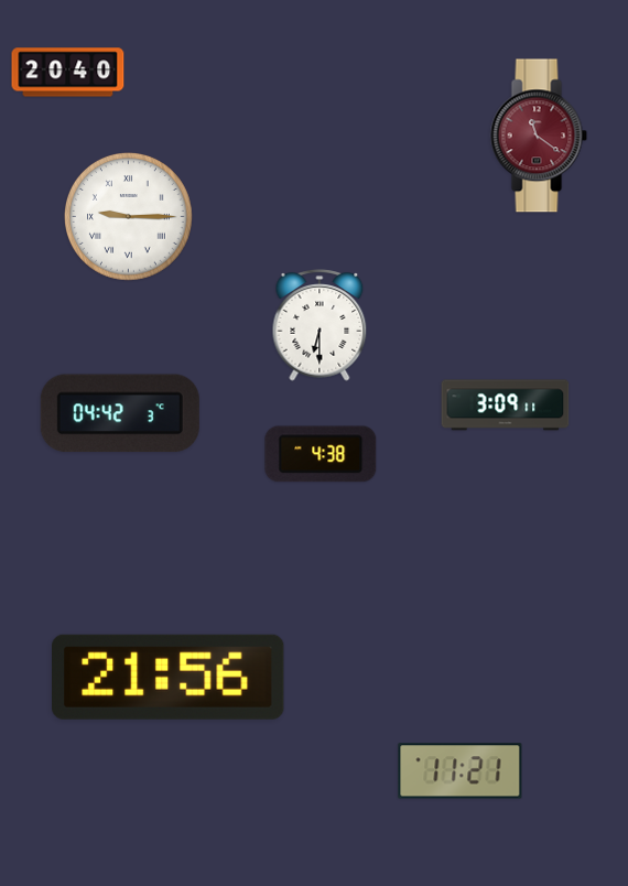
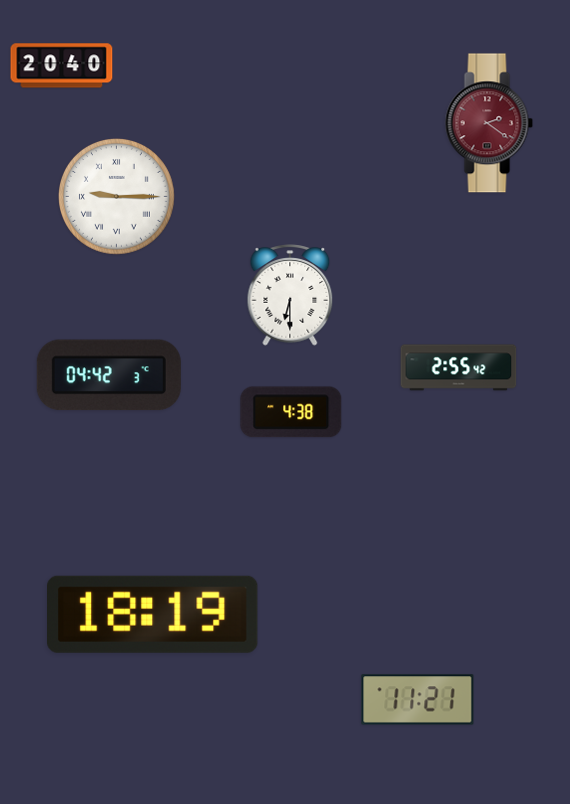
clock at (539, 136): 11:21 -> 2:21
clock at (506, 406): 3:09 -> 2:55
clock at (169, 677): 21:56 -> 18:19
